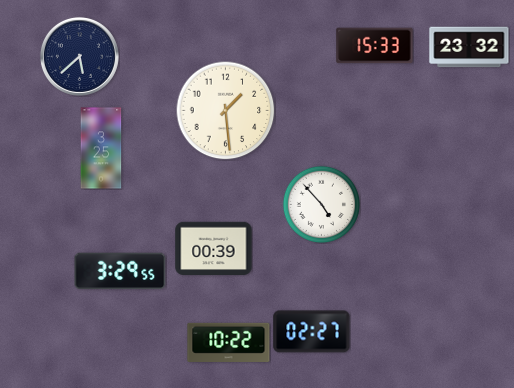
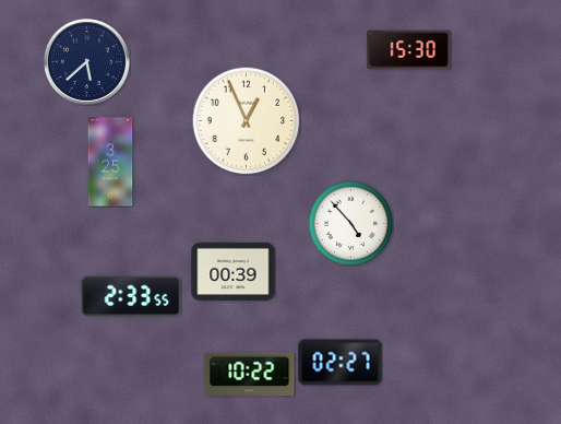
clock at (375, 46): 15:33 -> 15:30
clock at (469, 47): 23:32 -> none
clock at (226, 111): 1:29 -> 12:56
clock at (120, 271): 3:29 -> 2:33
